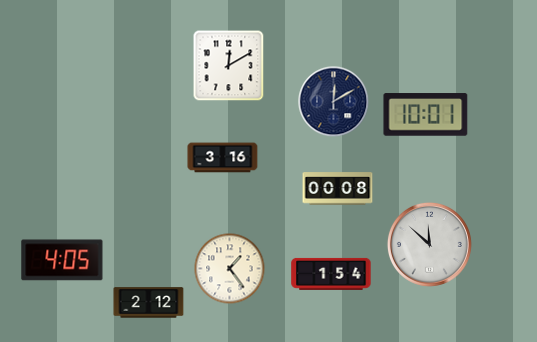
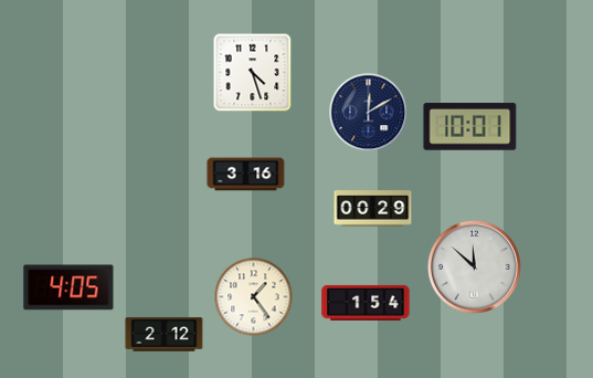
clock at (229, 66): 12:10 -> 4:27
clock at (338, 189): 00:08 -> 00:29
clock at (429, 244) position: (429, 244) -> (474, 266)
